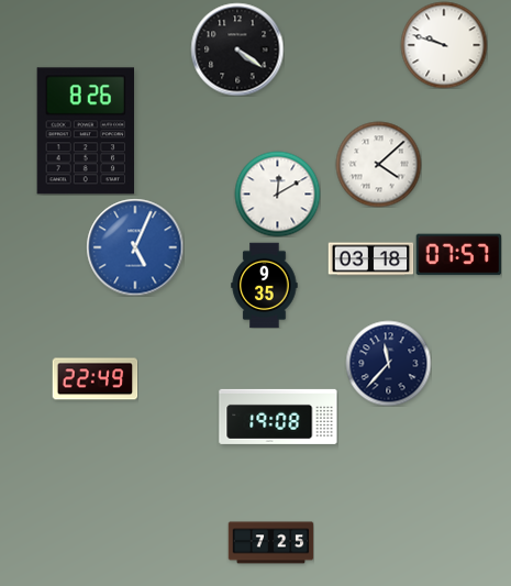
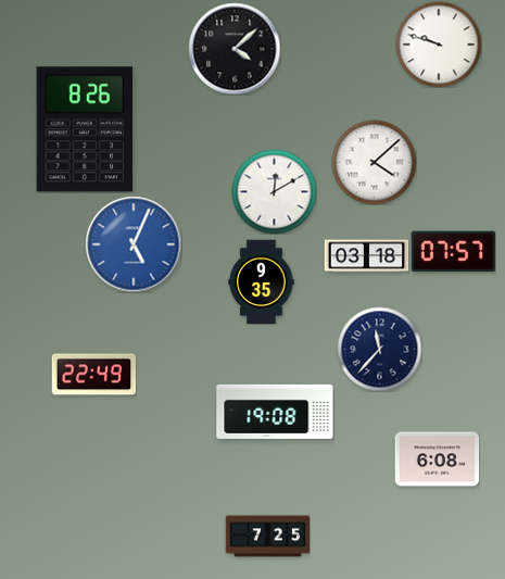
clock at (237, 49): 4:21 -> 4:08
clock at (388, 363) position: (388, 363) -> (379, 349)
clock at (437, 460): none -> 6:08
